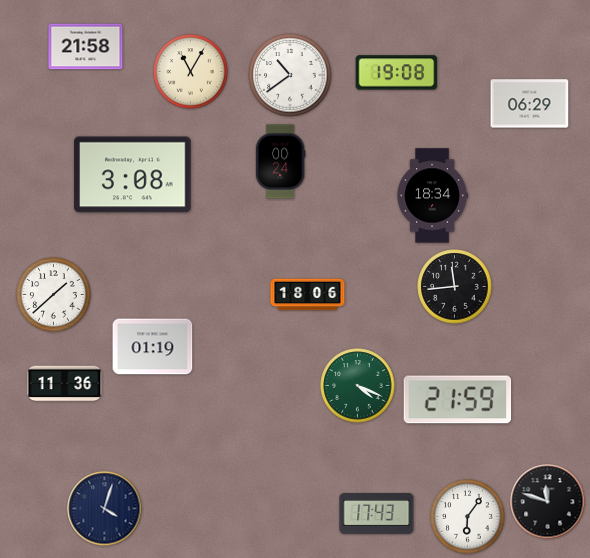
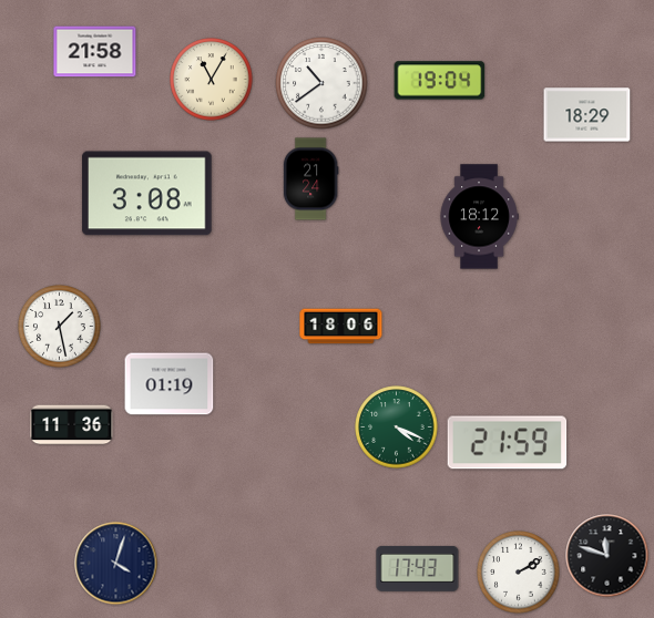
clock at (397, 73): 19:08 -> 19:04
clock at (530, 104): 06:29 -> 18:29
clock at (280, 162): 00:24 -> 21:24
clock at (432, 196): 18:34 -> 18:12
clock at (455, 287): 11:44 -> none
clock at (54, 295): 1:38 -> 1:28
clock at (468, 517): 6:06 -> 2:10
